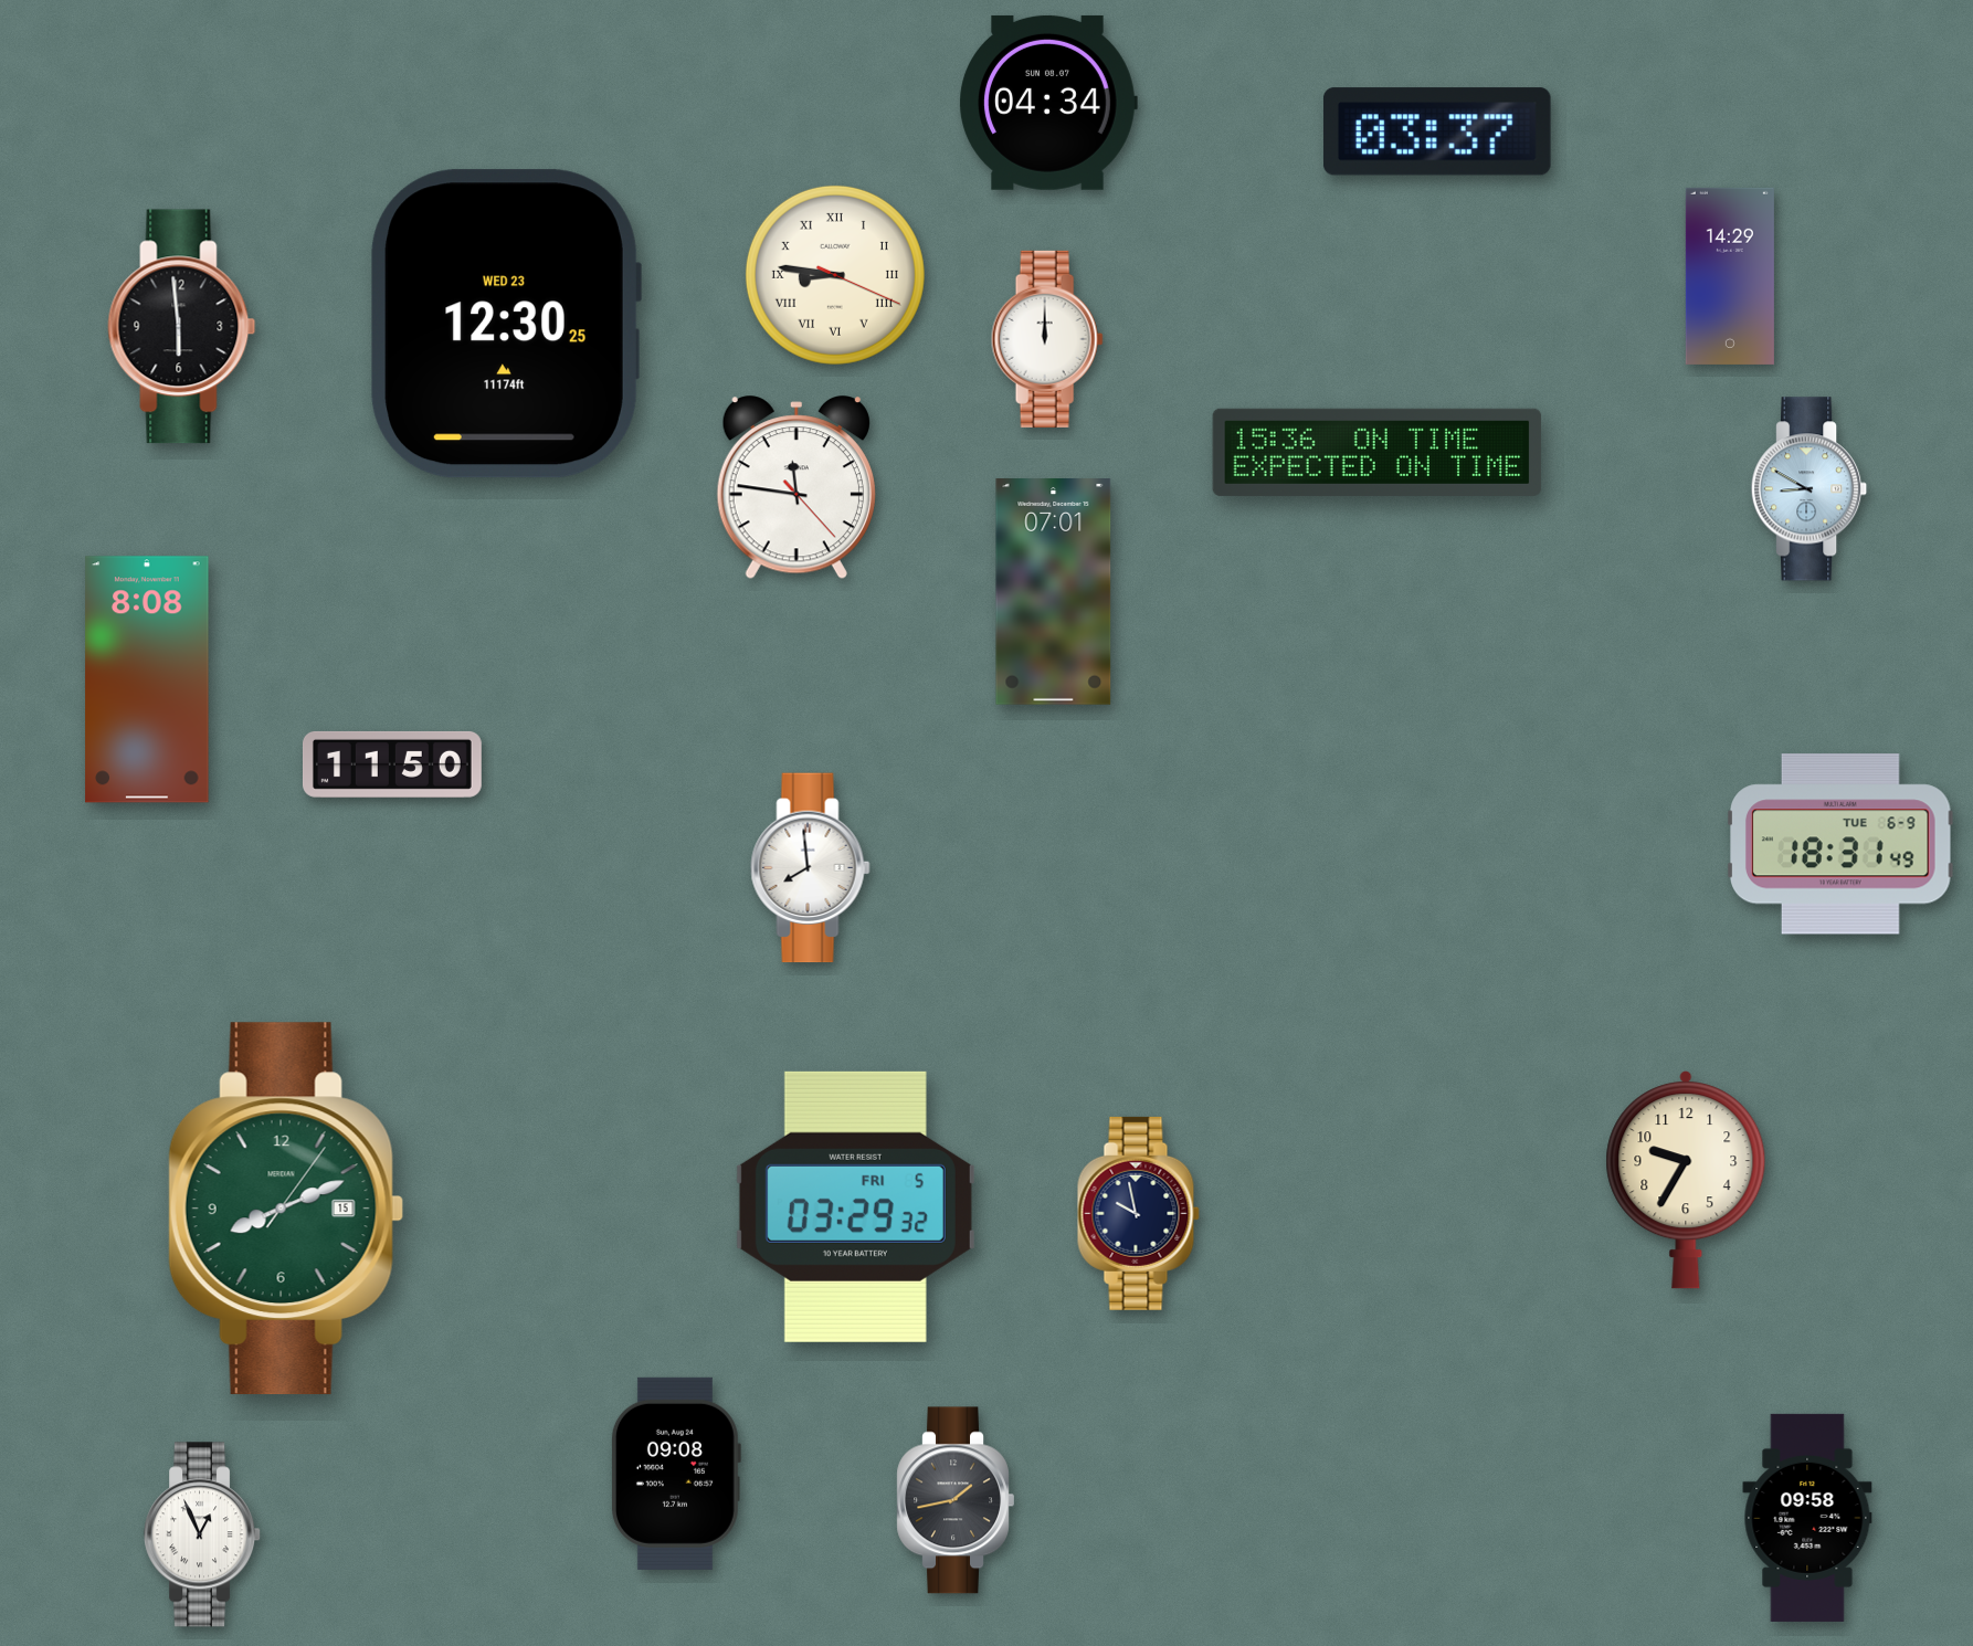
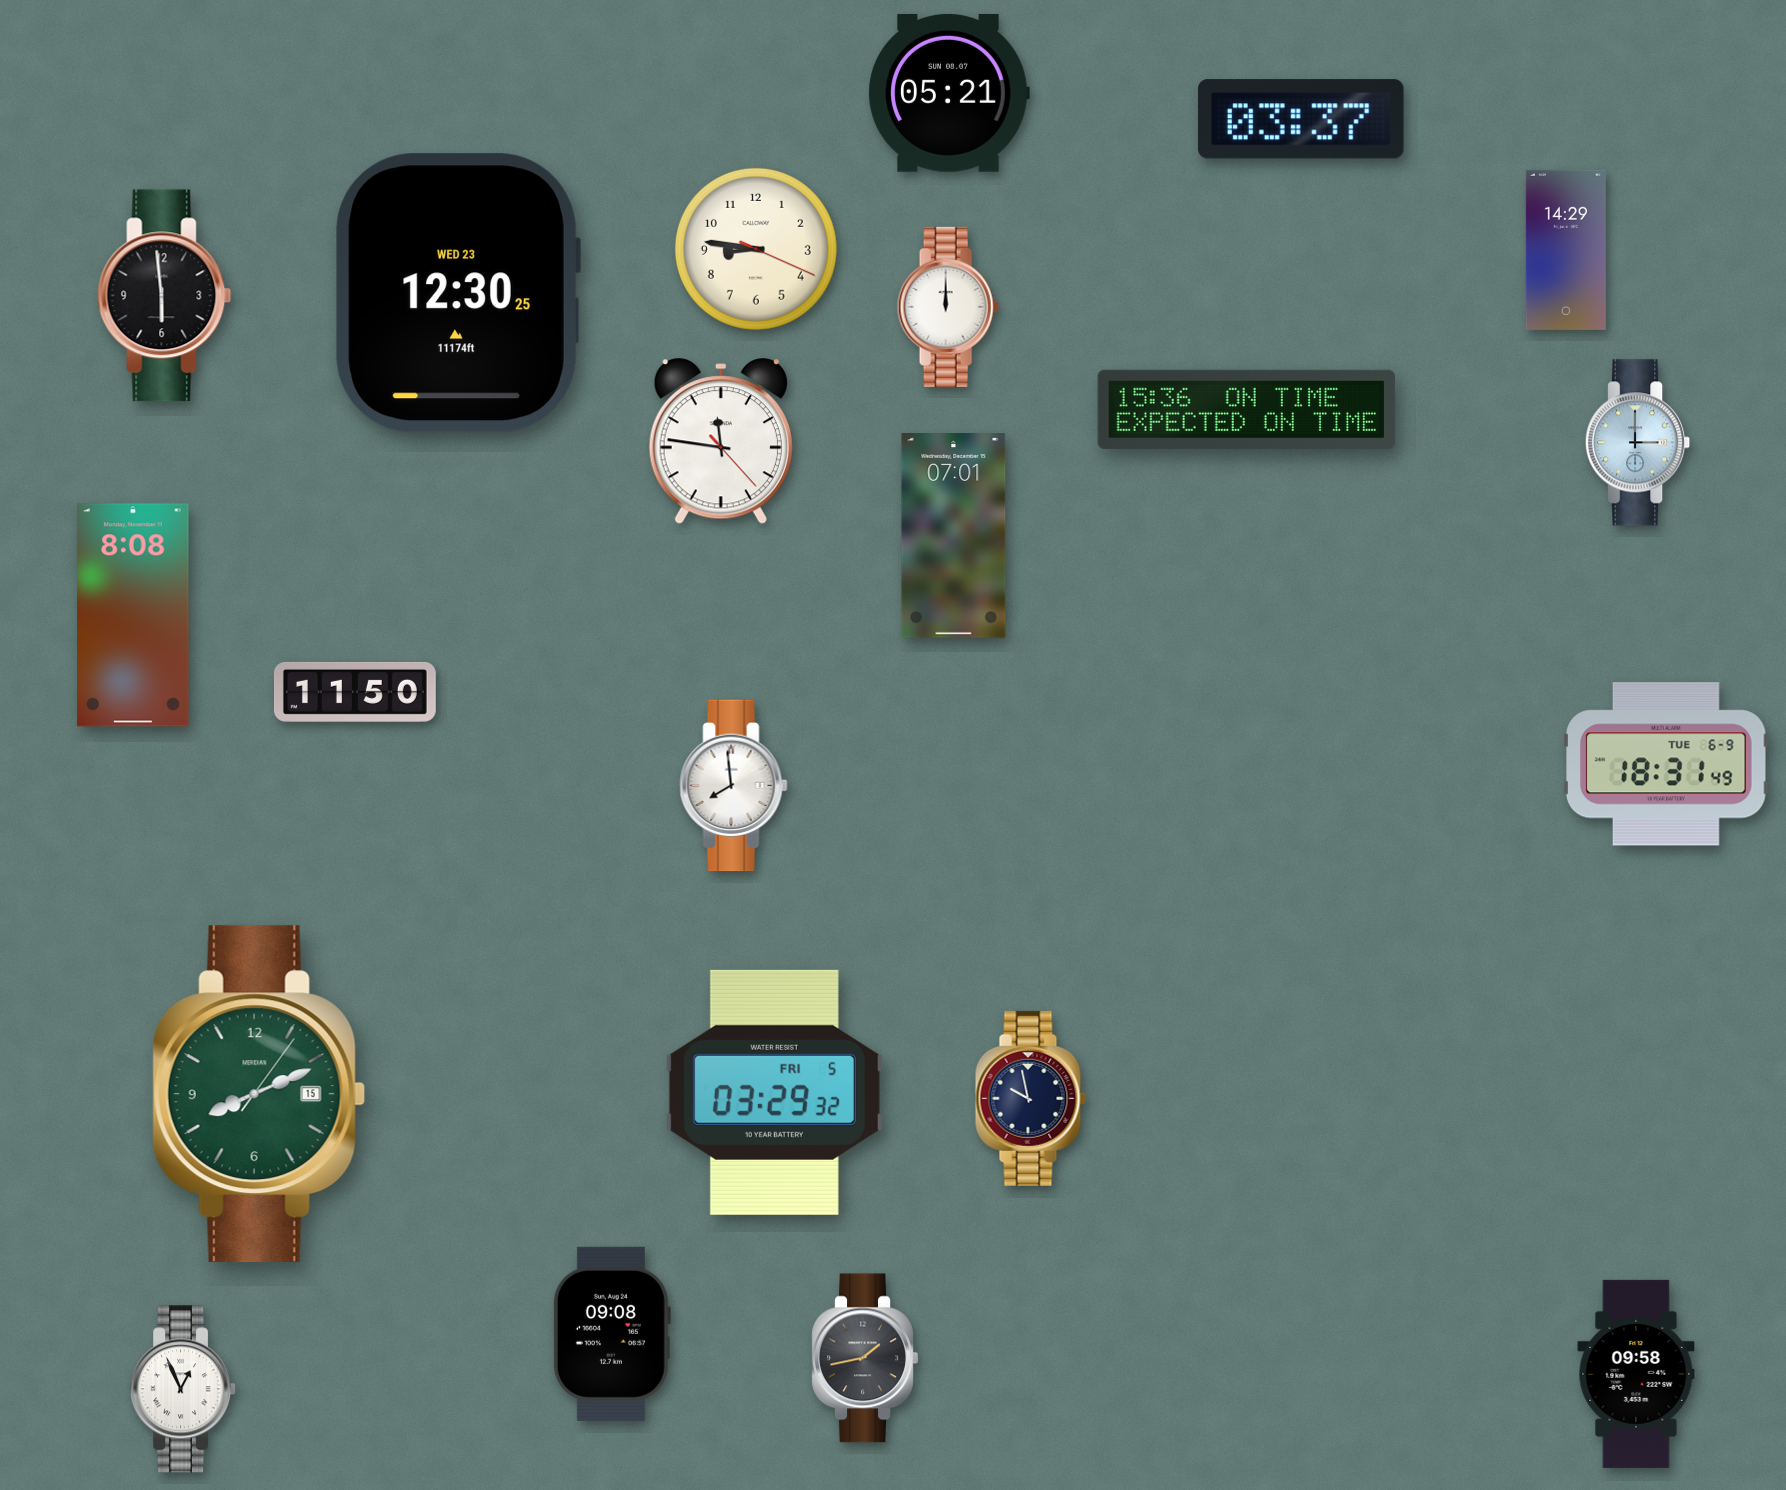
clock at (1048, 103): 04:34 -> 05:21
clock at (835, 275) numerals: Roman -> Arabic
clock at (1811, 489): 8:50 -> 3:00
clock at (1686, 1180): 9:35 -> none
